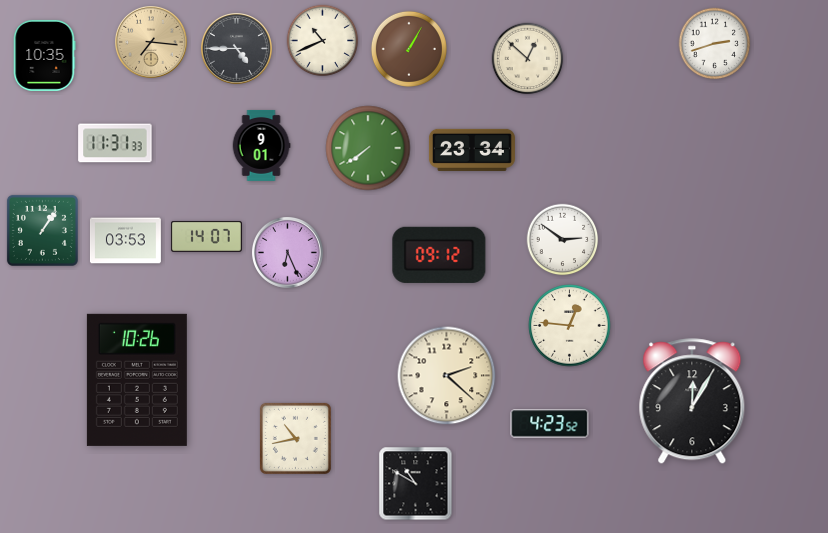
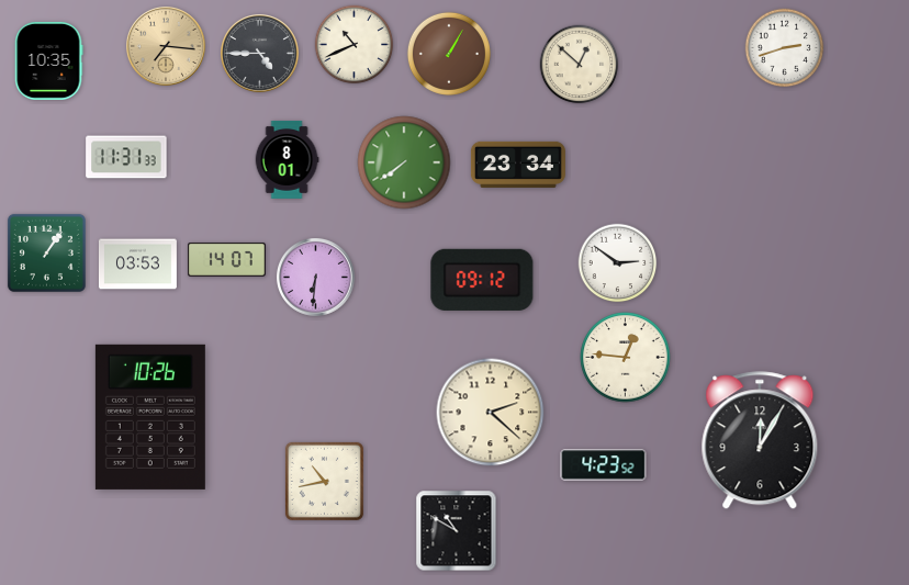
clock at (261, 145): 9:01 -> 8:01
clock at (287, 252): 6:26 -> 6:31
